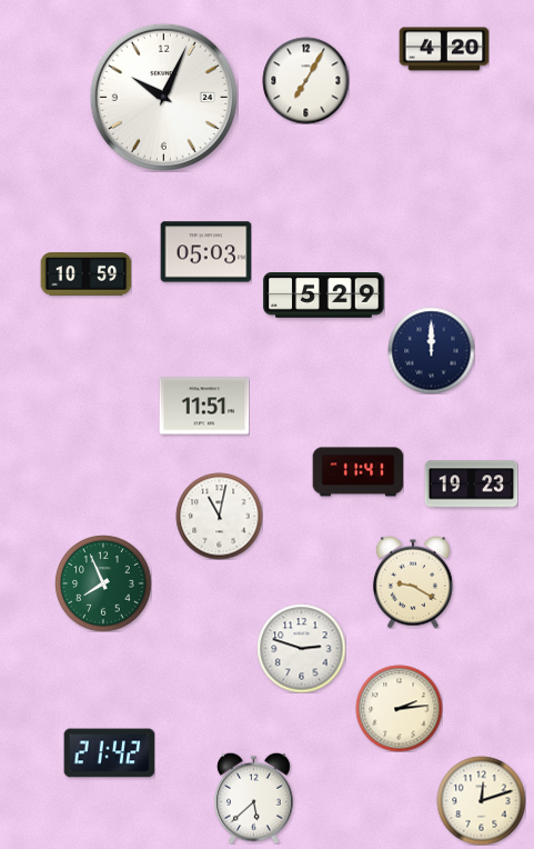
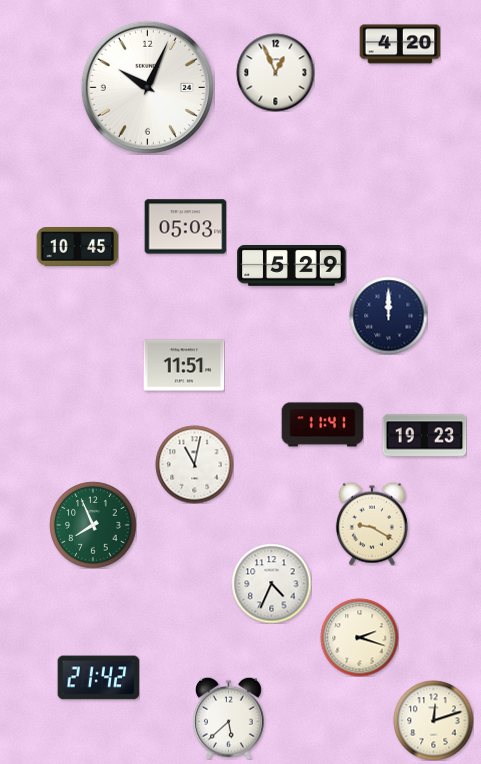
clock at (305, 80): 7:05 -> 12:56
clock at (85, 274): 10:59 -> 10:45
clock at (219, 516) position: (219, 516) -> (194, 464)
clock at (301, 648): 2:48 -> 4:34
clock at (399, 708): 2:14 -> 2:18
